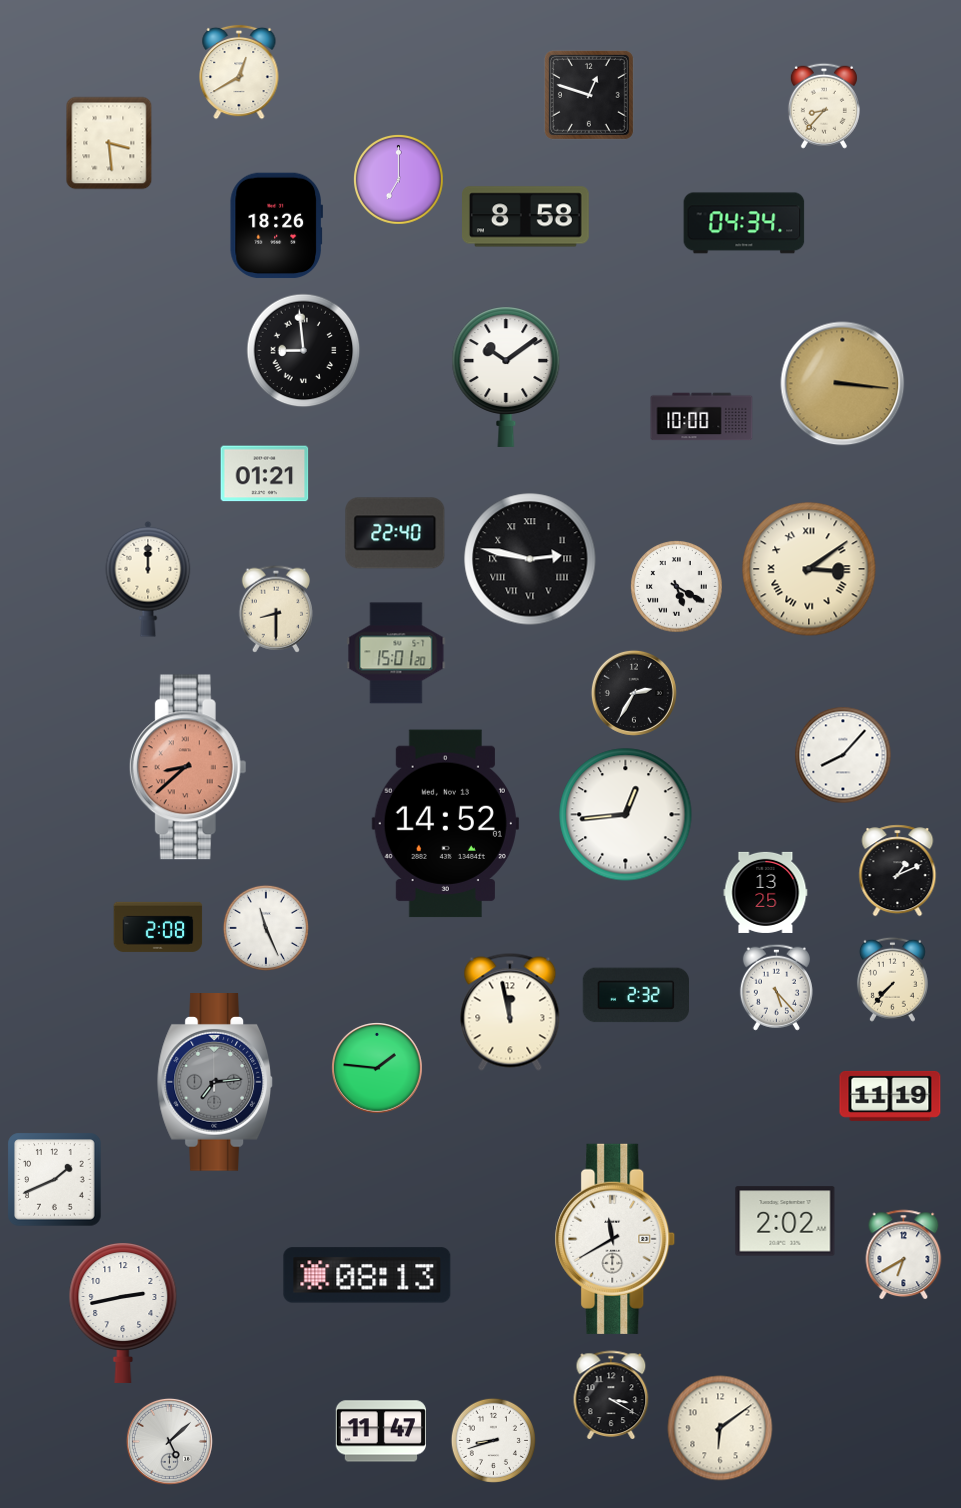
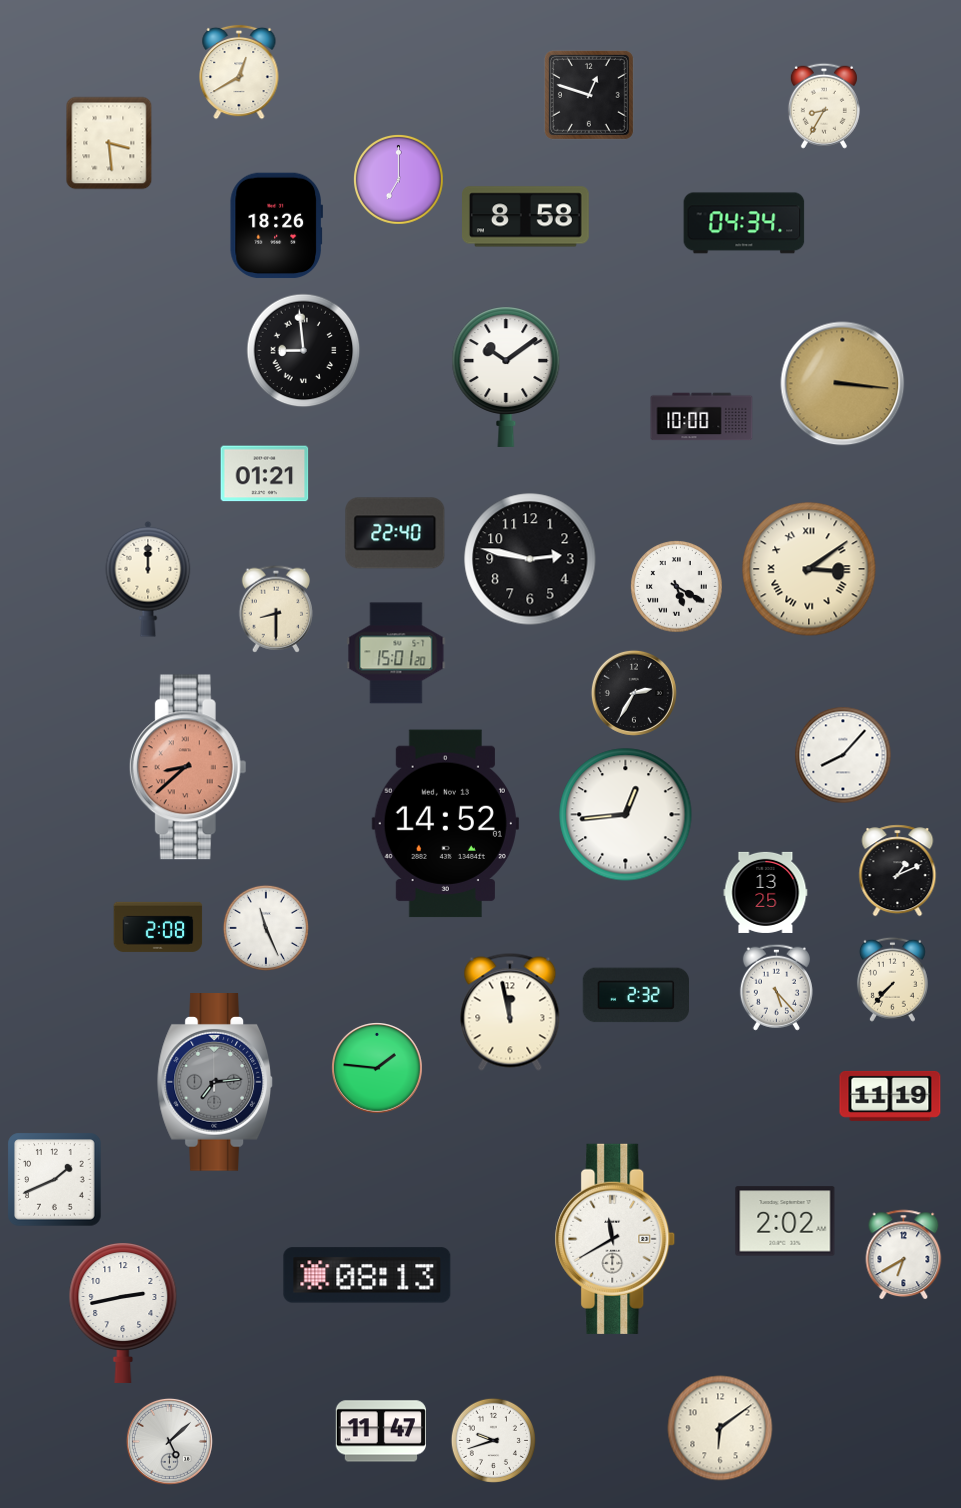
clock at (824, 106): 8:37 -> 8:35
clock at (530, 559) numerals: Roman -> Arabic
clock at (611, 1395): 3:20 -> none
clock at (493, 1440): 8:42 -> 9:42
